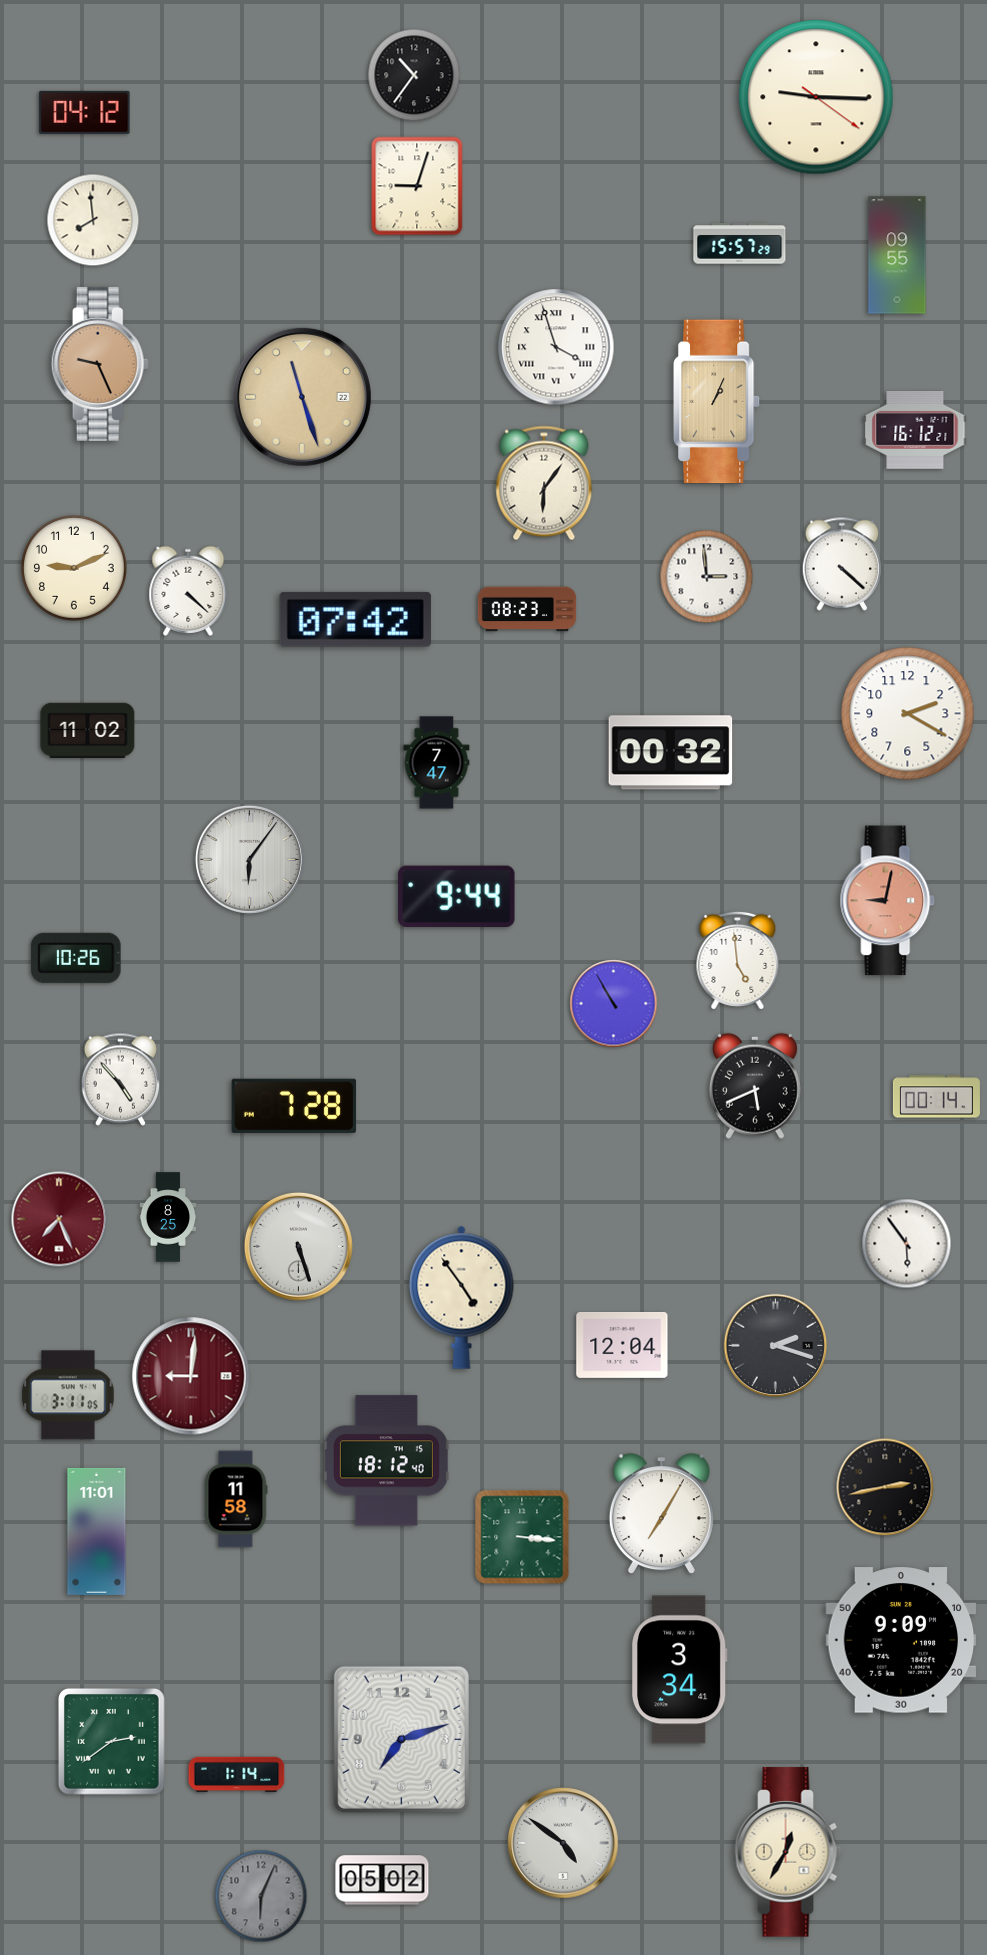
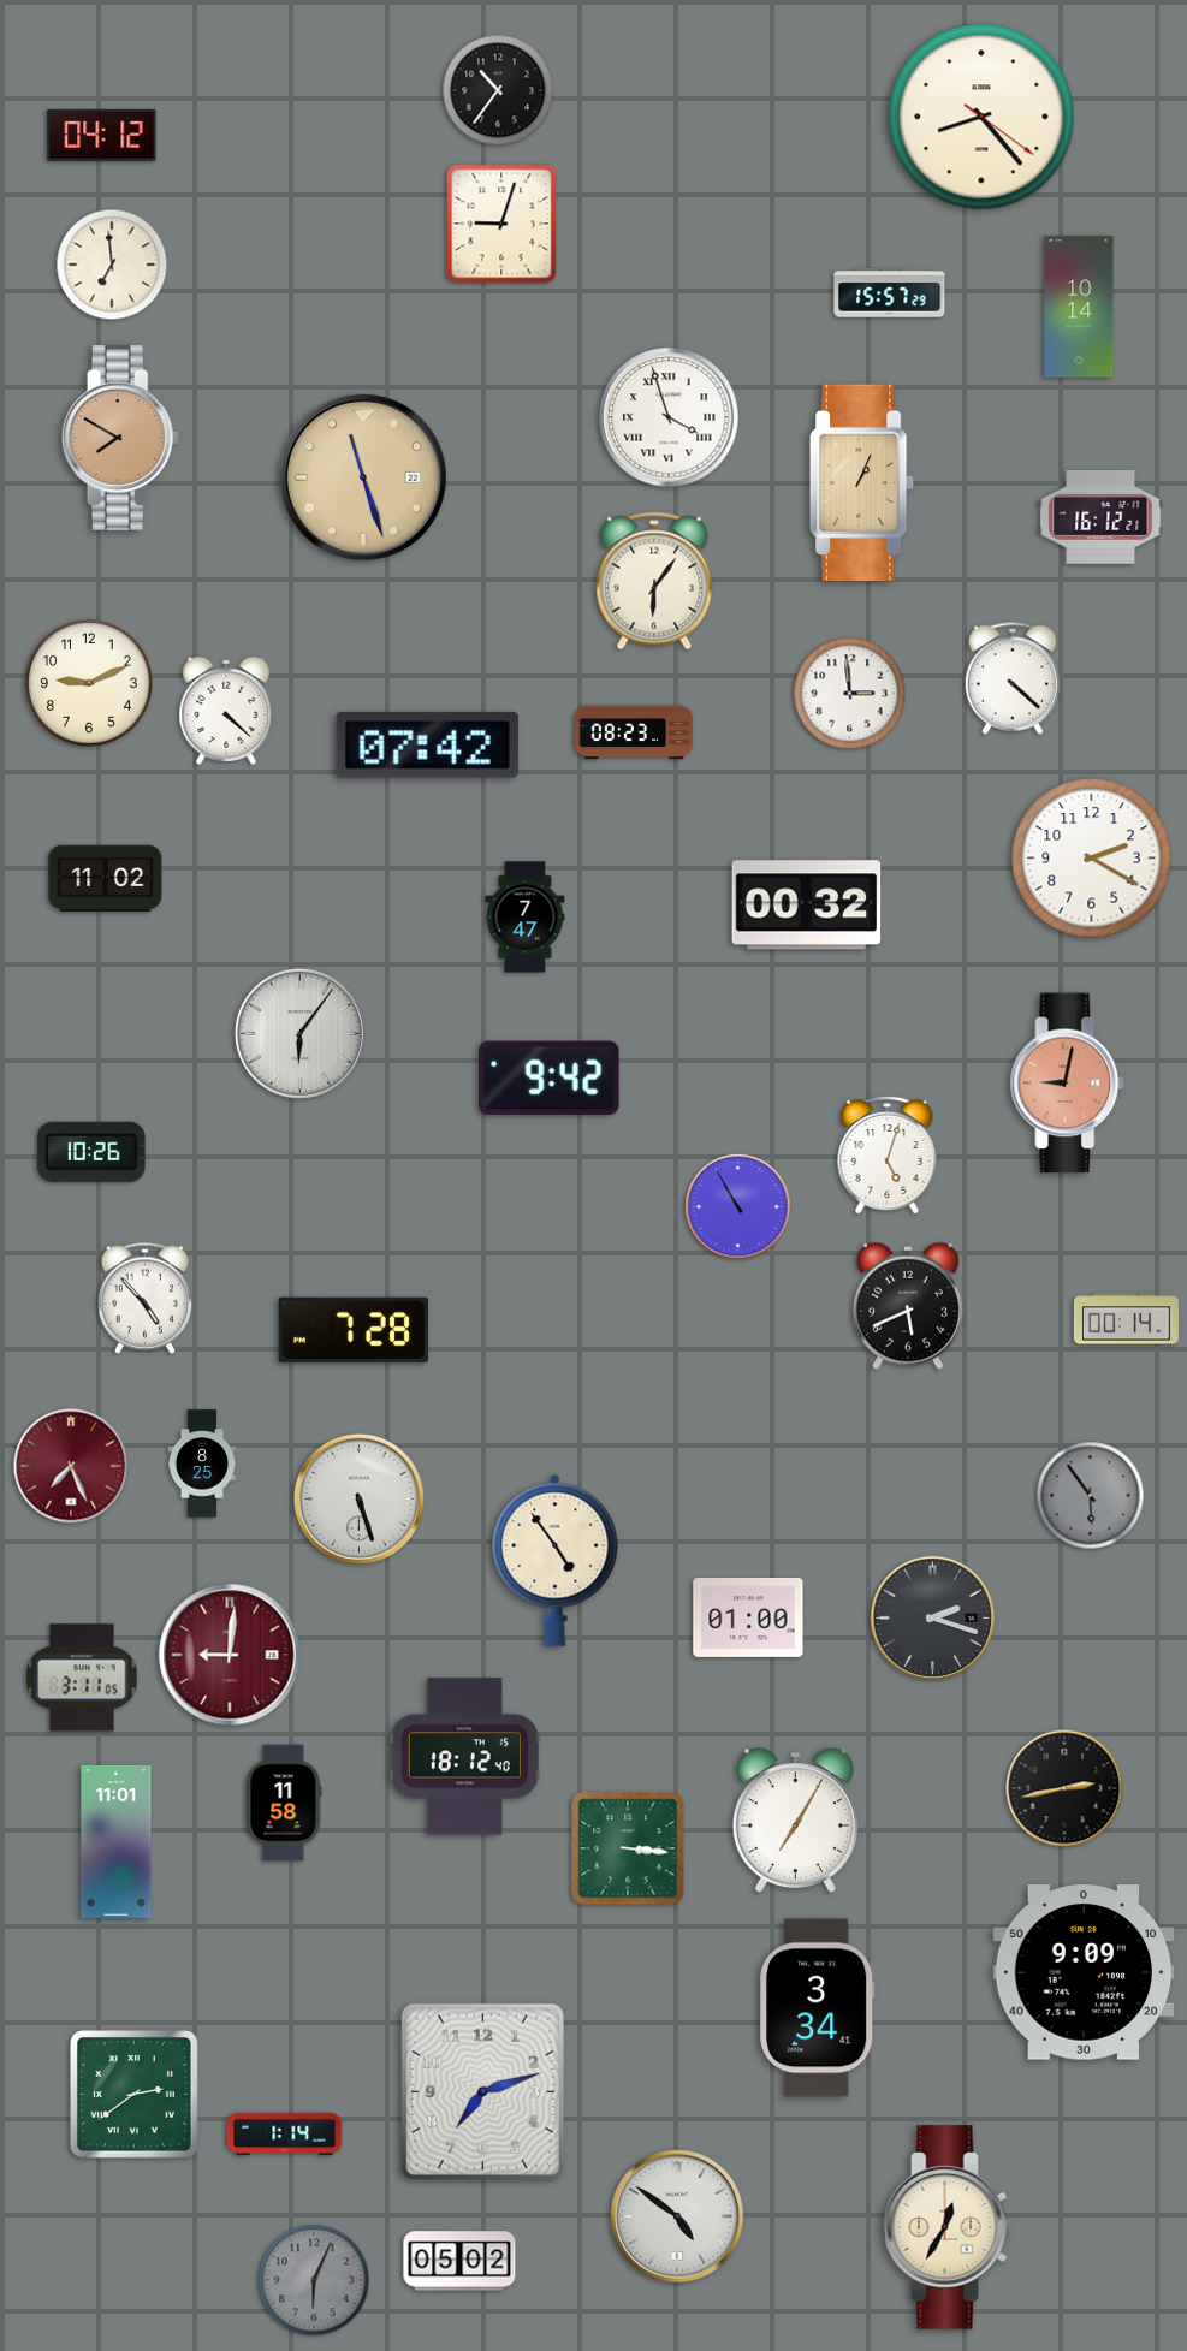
clock at (816, 97): 9:15 -> 8:23
clock at (93, 220): 7:59 -> 6:59
clock at (897, 255): 09:55 -> 10:14
clock at (100, 364): 9:26 -> 7:50
clock at (457, 896): 9:44 -> 9:42
clock at (738, 960): 4:59 -> 5:03
clock at (907, 1244) dial: white -> grey
clock at (622, 1345): 12:04 -> 01:00
